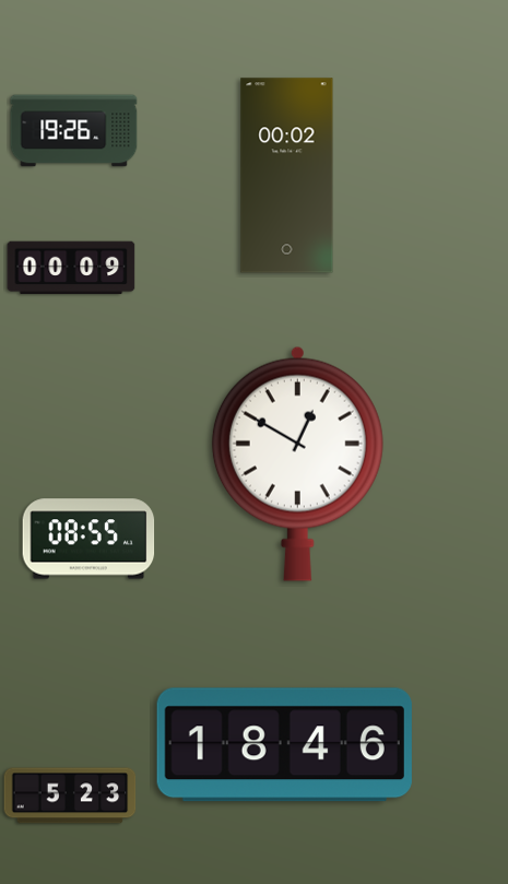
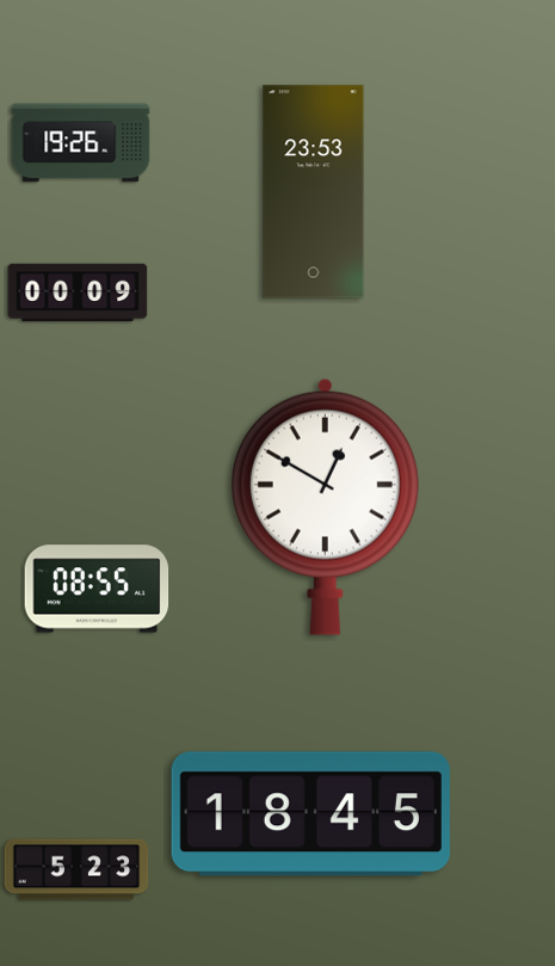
clock at (287, 176): 00:02 -> 23:53
clock at (284, 745): 18:46 -> 18:45
